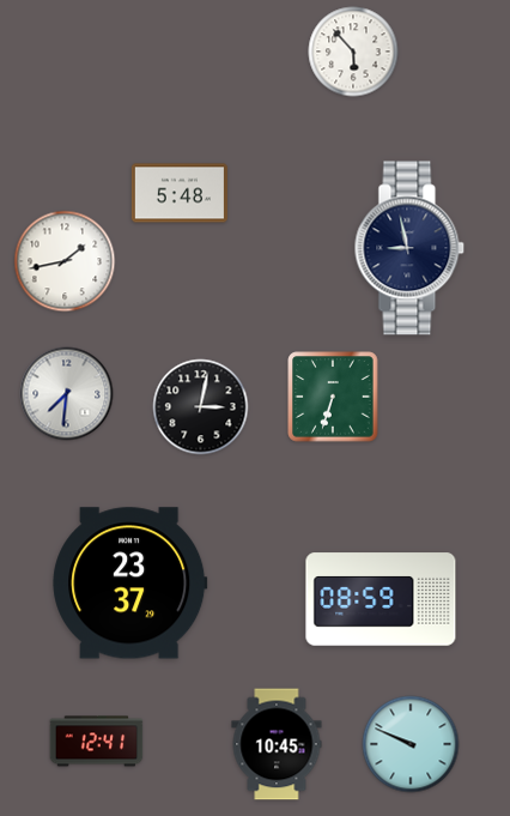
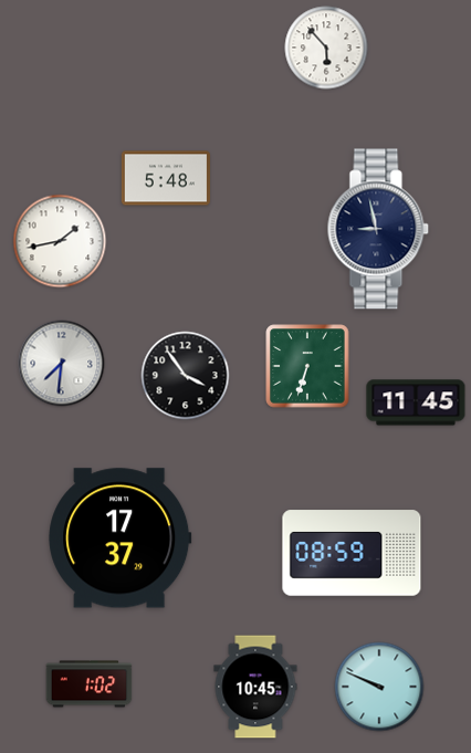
clock at (201, 407): 3:02 -> 3:54
clock at (416, 402): none -> 11:45
clock at (130, 584): 23:37 -> 17:37
clock at (97, 742): 12:41 -> 1:02
